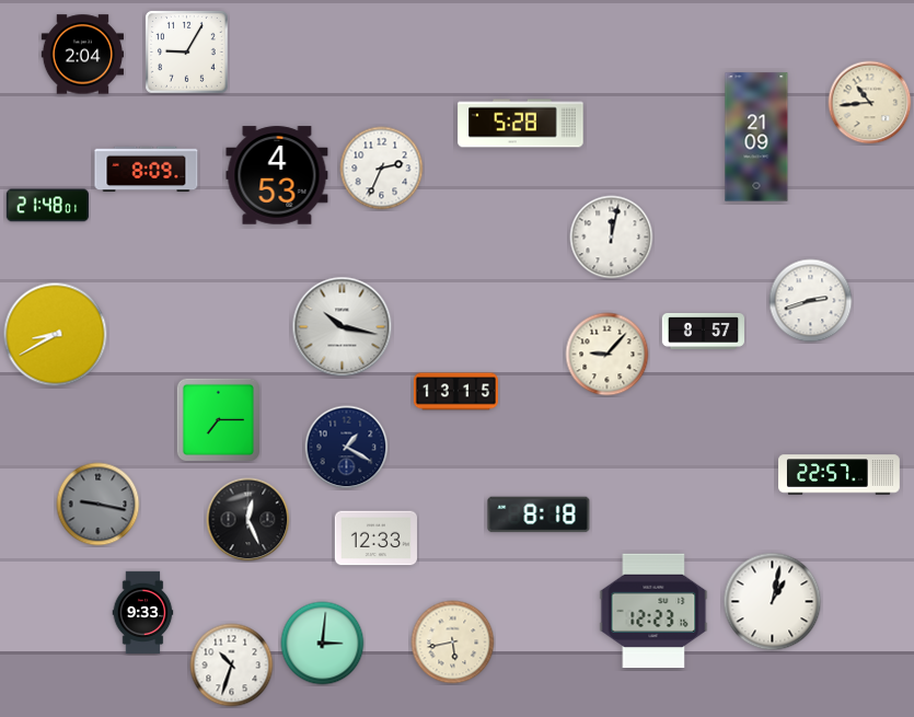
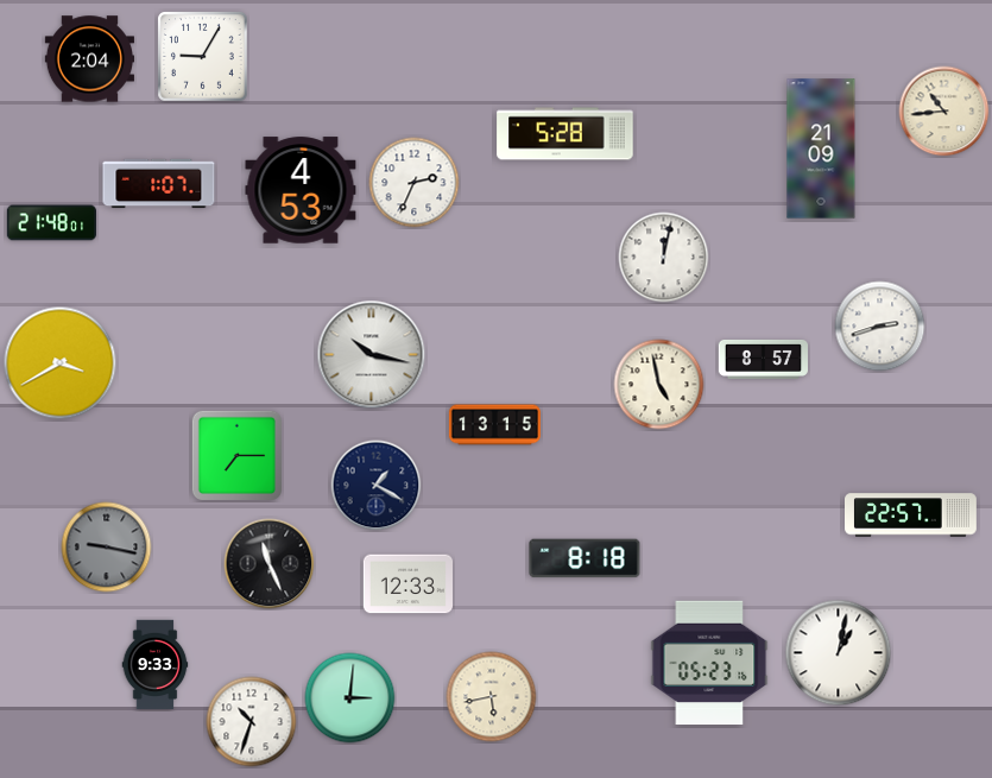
clock at (147, 170): 8:09 -> 1:07
clock at (56, 335): 8:40 -> 3:40
clock at (608, 355): 9:07 -> 4:58
clock at (248, 520): 12:26 -> 11:26
clock at (653, 611): 12:23 -> 05:23
